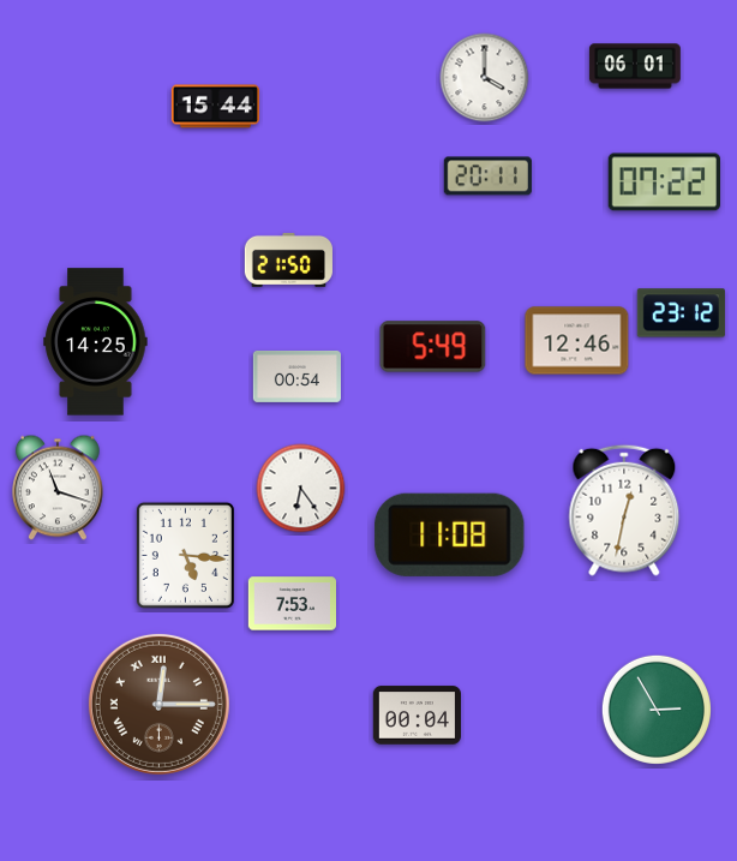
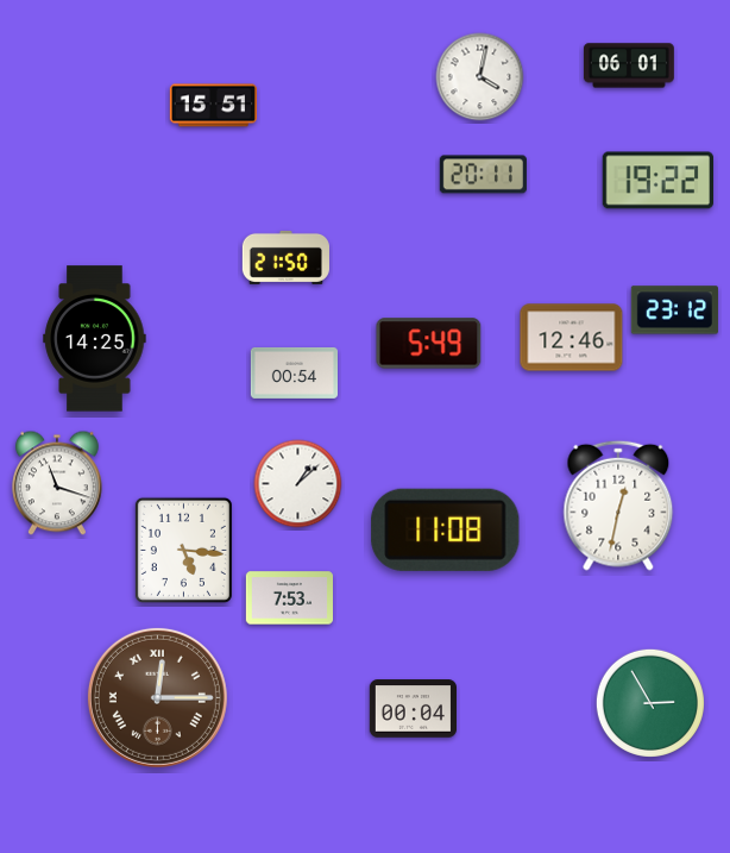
clock at (485, 78): 4:00 -> 4:02
clock at (215, 107): 15:44 -> 15:51
clock at (664, 183): 07:22 -> 19:22
clock at (301, 489): 6:24 -> 1:08
